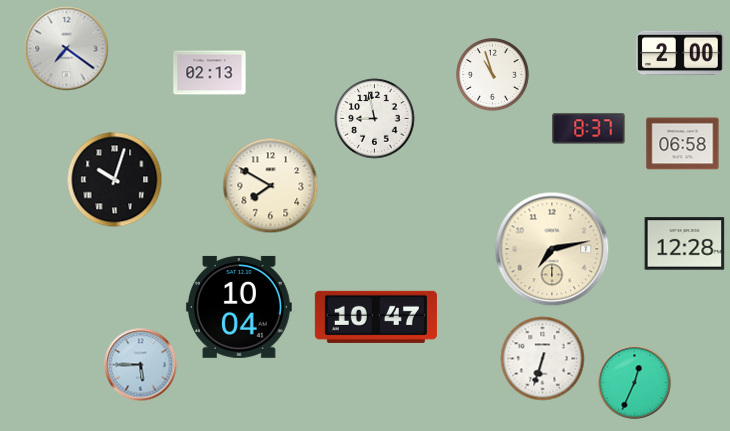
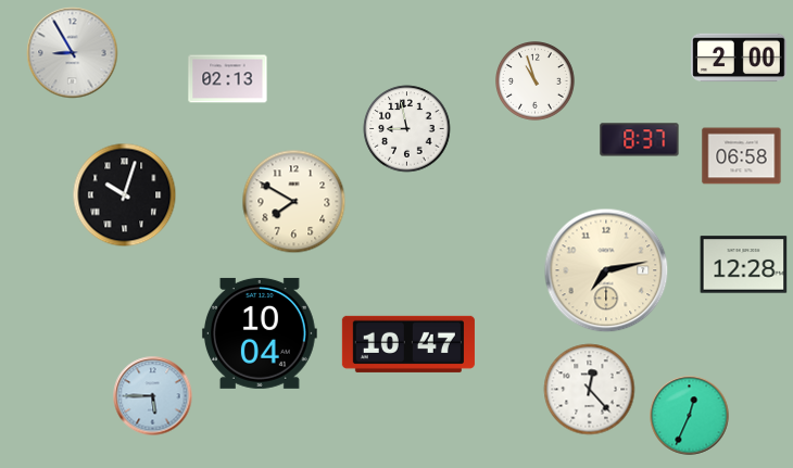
clock at (67, 49): 7:21 -> 8:55
clock at (552, 249) position: (552, 249) -> (606, 270)
clock at (543, 359): 6:33 -> 12:23
